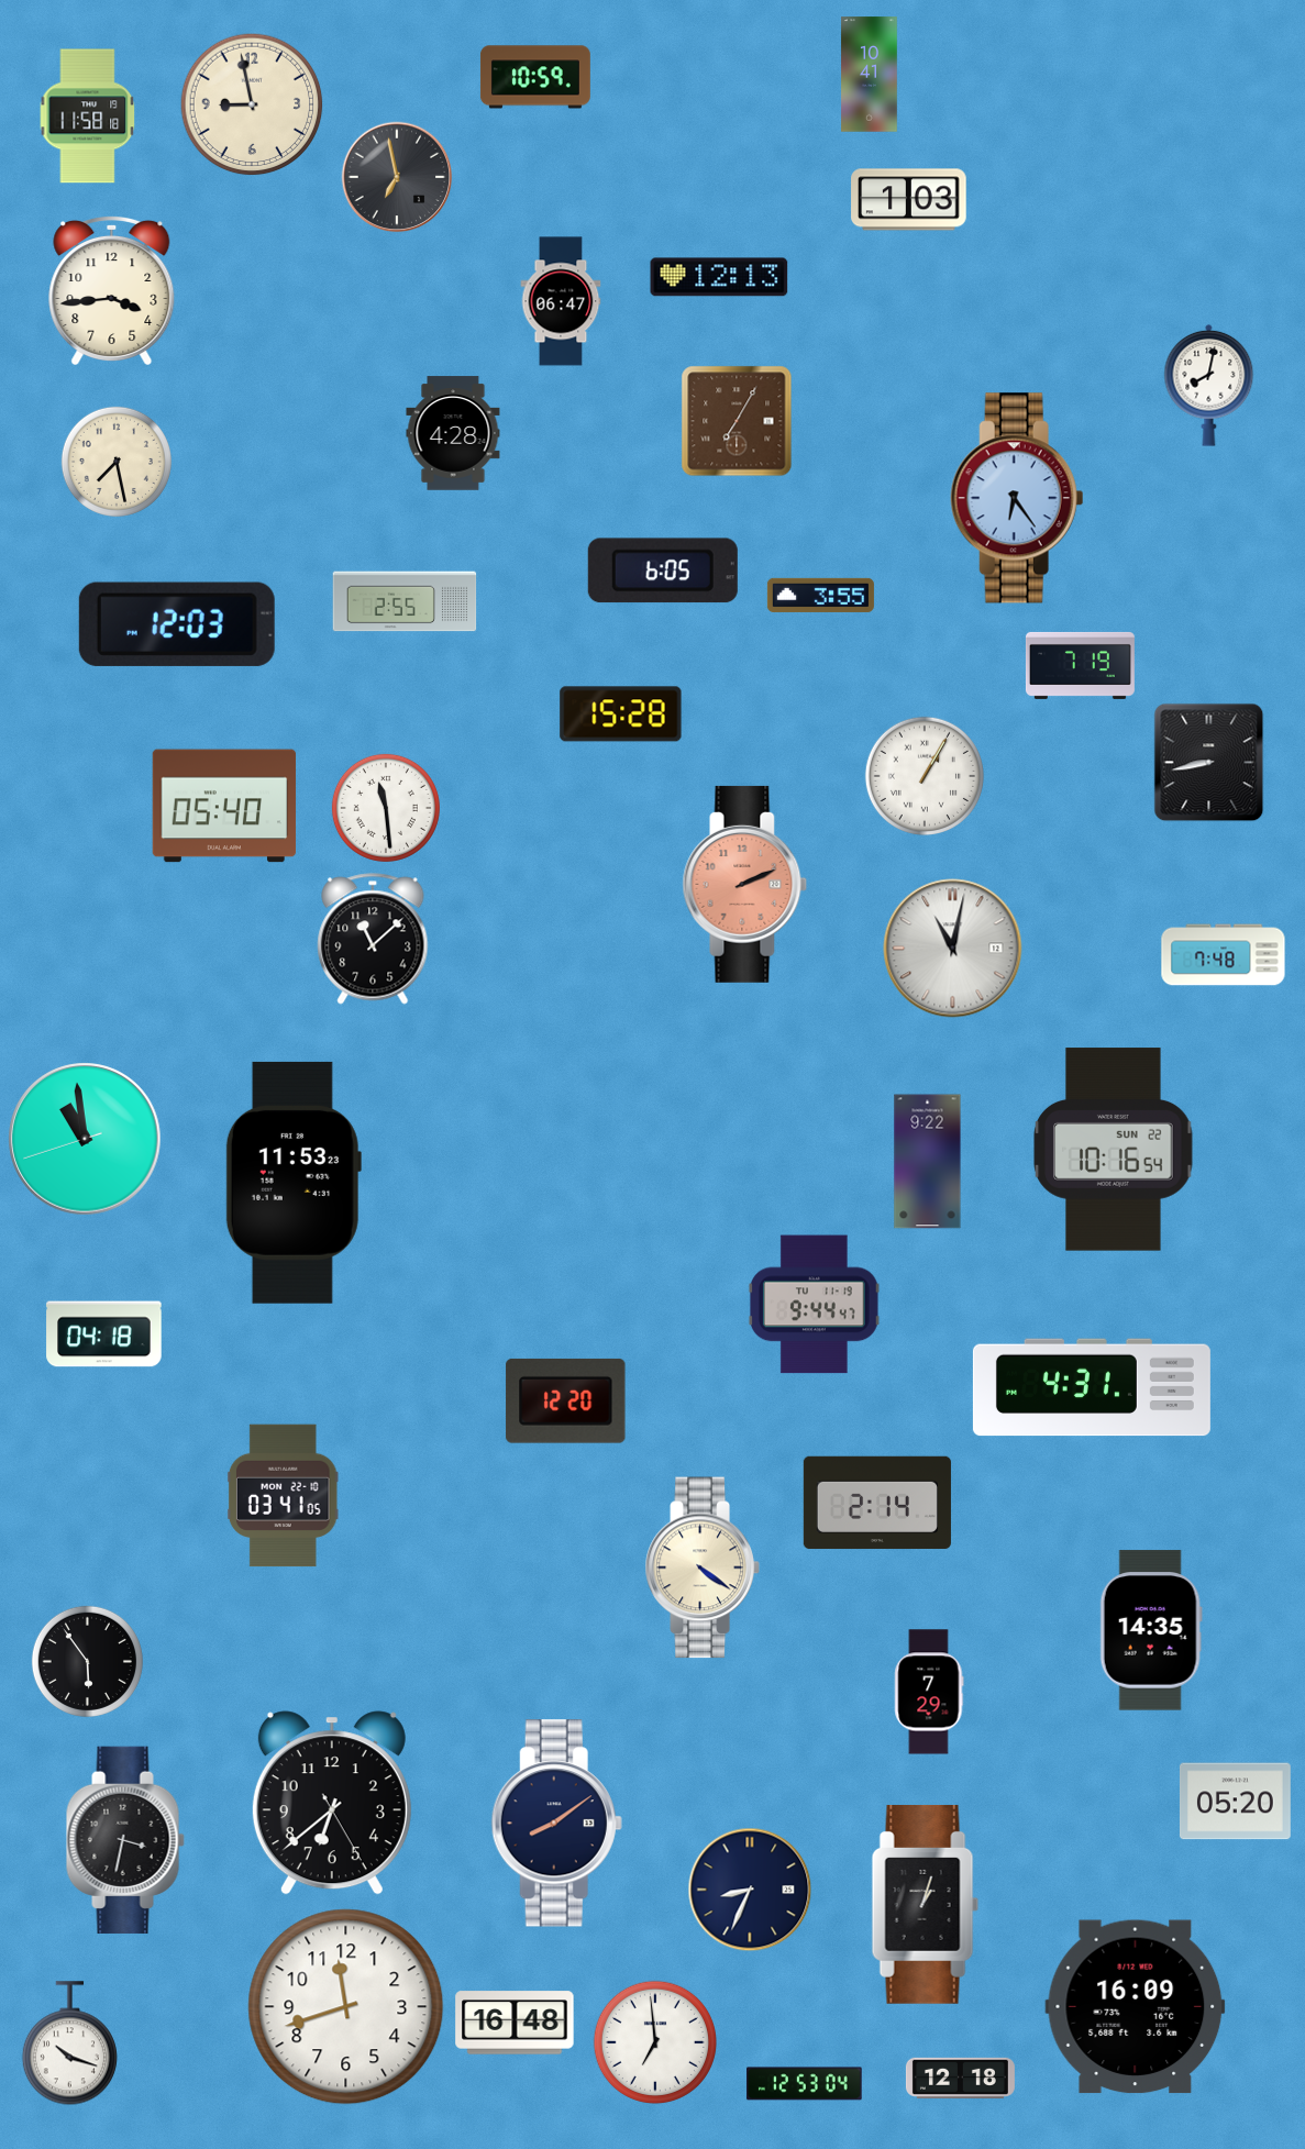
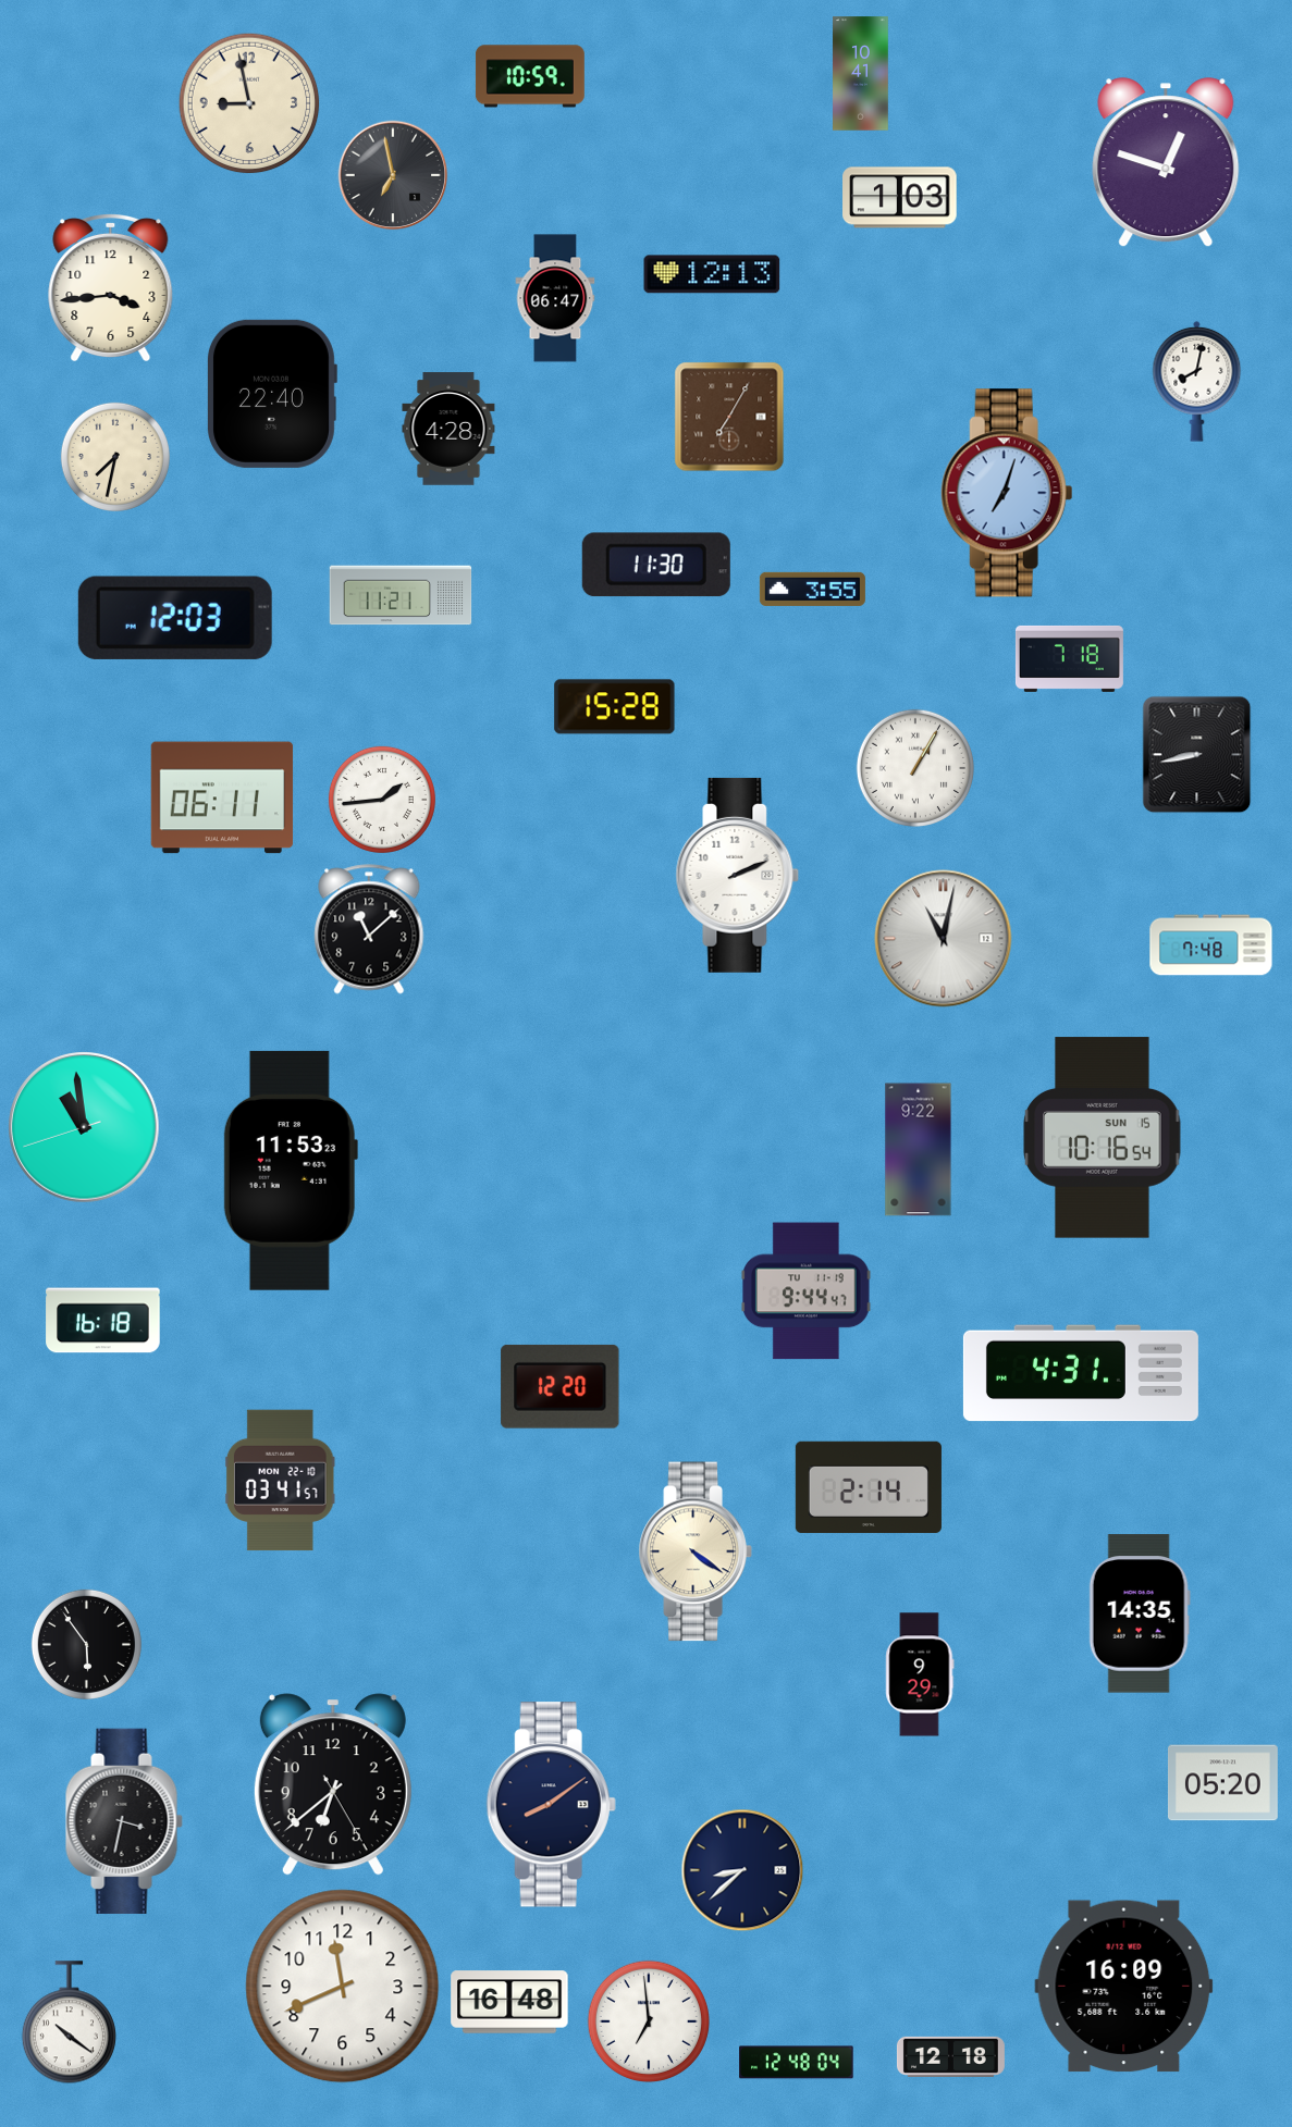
clock at (88, 117): 11:58 -> none
clock at (1166, 163): none -> 12:48
clock at (271, 394): none -> 22:40
clock at (117, 462): 7:28 -> 7:32
clock at (1017, 498): 6:24 -> 7:03
clock at (663, 571): 6:05 -> 11:30
clock at (405, 601): 2:55 -> 11:21
clock at (1080, 665): 7:19 -> 7:18
clock at (224, 806): 05:40 -> 06:11
clock at (386, 808): 11:29 -> 1:44
clock at (745, 884) dial: salmon -> white
clock at (1114, 1150) date: SUN 22 -> SUN 15
clock at (104, 1334): 04:18 -> 16:18
clock at (283, 1496): 03:41:05 -> 03:41:57
clock at (929, 1692): 7:29 -> 9:29
clock at (332, 1803) position: (332, 1803) -> (333, 1784)
clock at (750, 1890): 8:34 -> 8:38
clock at (926, 1904): 1:03 -> none
clock at (346, 2007): 11:42 -> 11:41
clock at (69, 2043): 10:18 -> 10:21
clock at (805, 2084): 12:53 -> 12:48
